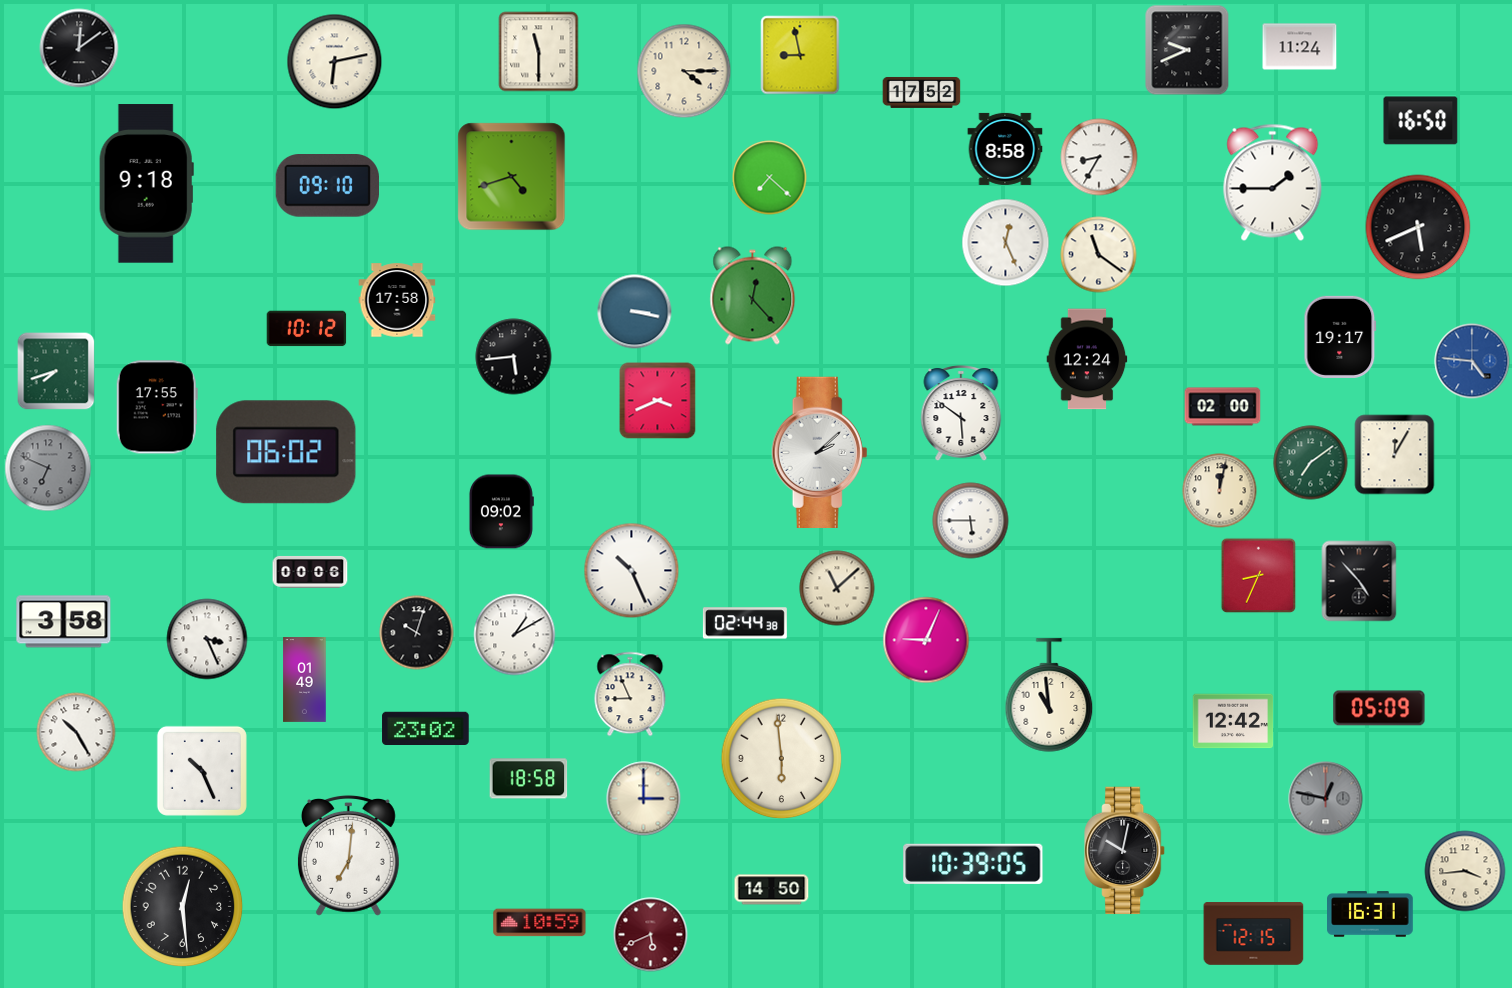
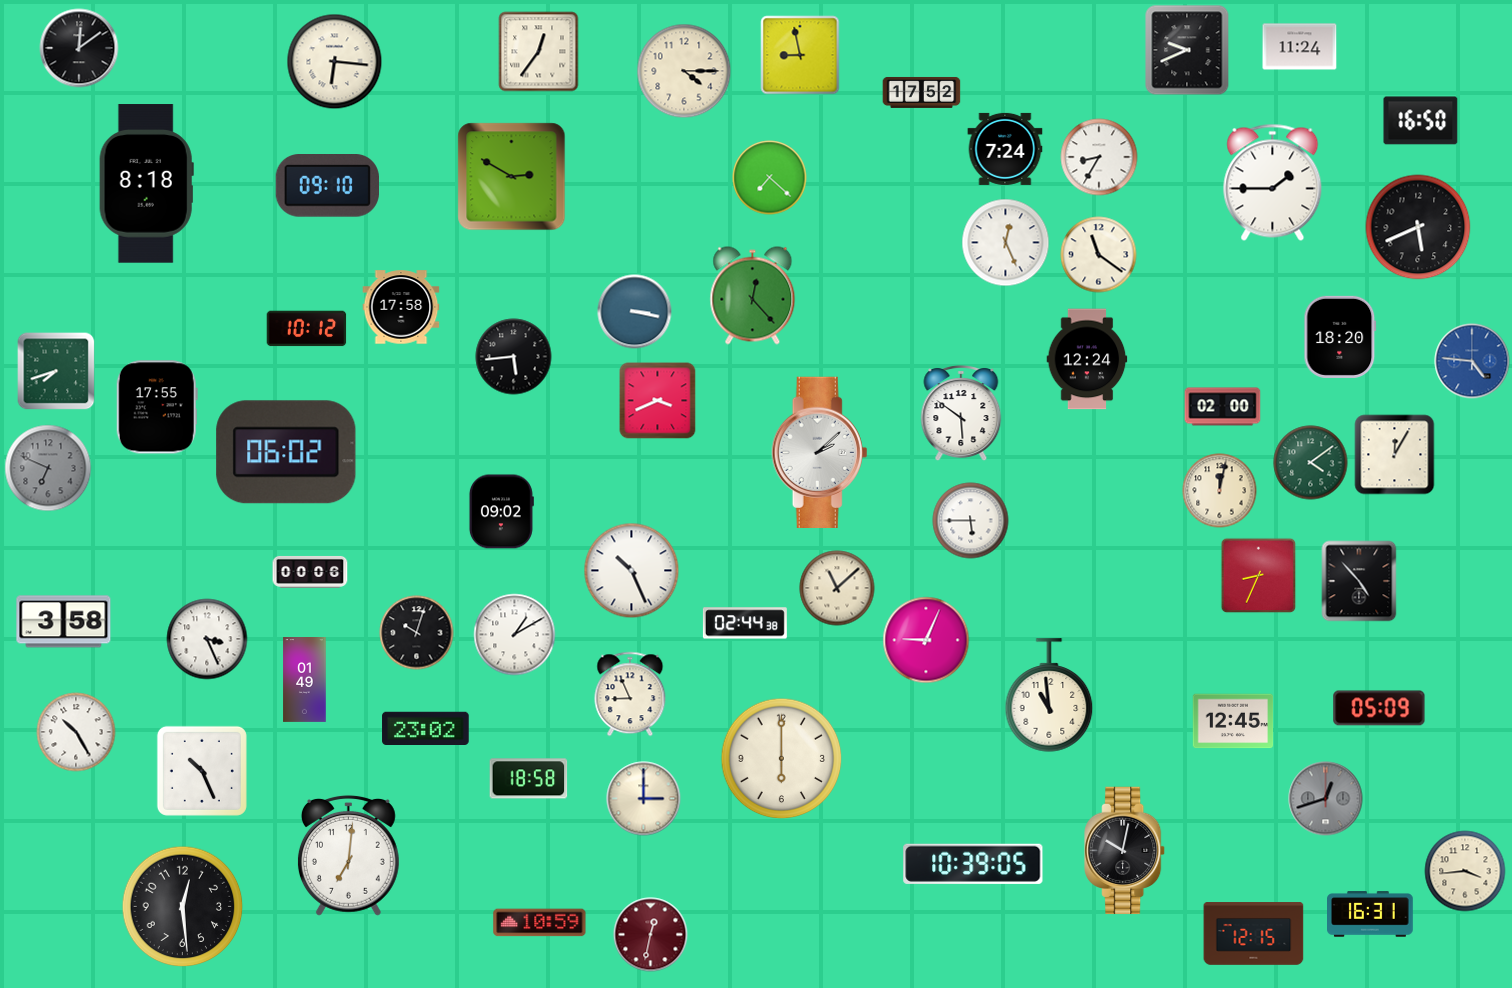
clock at (539, 52): 11:30 -> 12:36
clock at (335, 62): 6:13 -> 6:16
clock at (1005, 149): 8:58 -> 7:24
clock at (512, 177): 4:42 -> 2:50
clock at (146, 184): 9:18 -> 8:18
clock at (397, 300) position: (397, 300) -> (401, 307)
clock at (1340, 337): 19:17 -> 18:20
clock at (1311, 463): 7:09 -> 4:09
clock at (1233, 721): 12:42 -> 12:45
clock at (782, 759): 5:59 -> 6:00
clock at (1326, 799): 12:47 -> 12:42
clock at (772, 890): 14:50 -> none
clock at (651, 935): 5:41 -> 12:32
